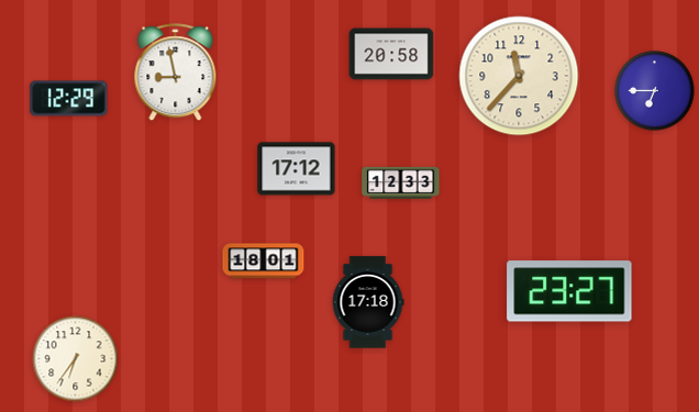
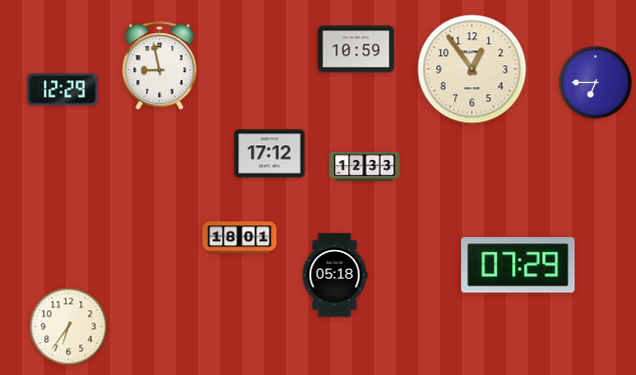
clock at (391, 54): 20:58 -> 10:59
clock at (519, 76): 11:37 -> 12:54
clock at (569, 291): 23:27 -> 07:29
clock at (368, 302): 17:18 -> 05:18
